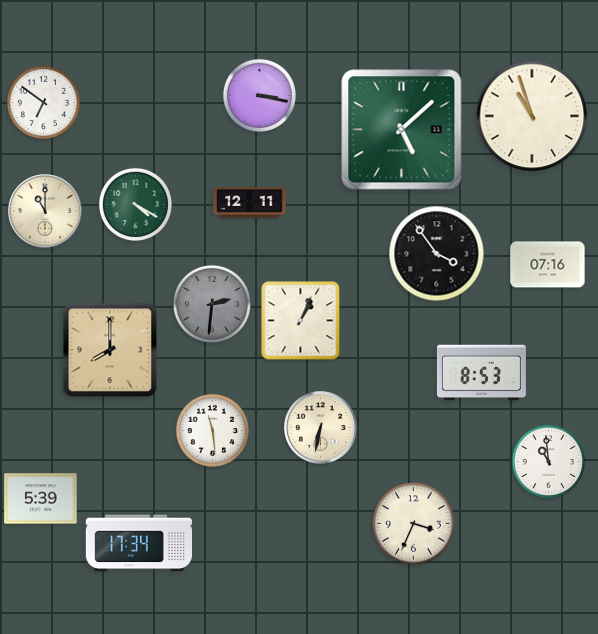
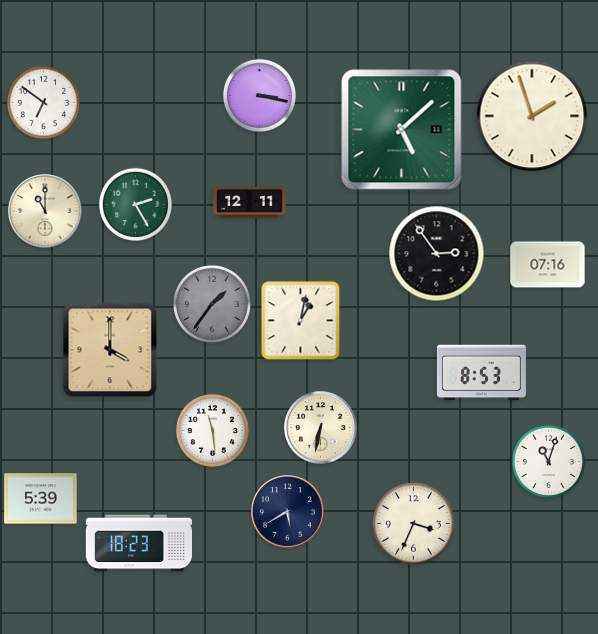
clock at (532, 116): 10:57 -> 1:57
clock at (135, 204): 4:20 -> 2:25
clock at (437, 254): 3:54 -> 2:54
clock at (212, 304): 2:31 -> 1:36
clock at (301, 321): 1:04 -> 1:02
clock at (110, 350): 8:00 -> 4:00
clock at (548, 461): 10:59 -> 11:03
clock at (288, 512): none -> 5:40
clock at (138, 543): 17:34 -> 18:23
